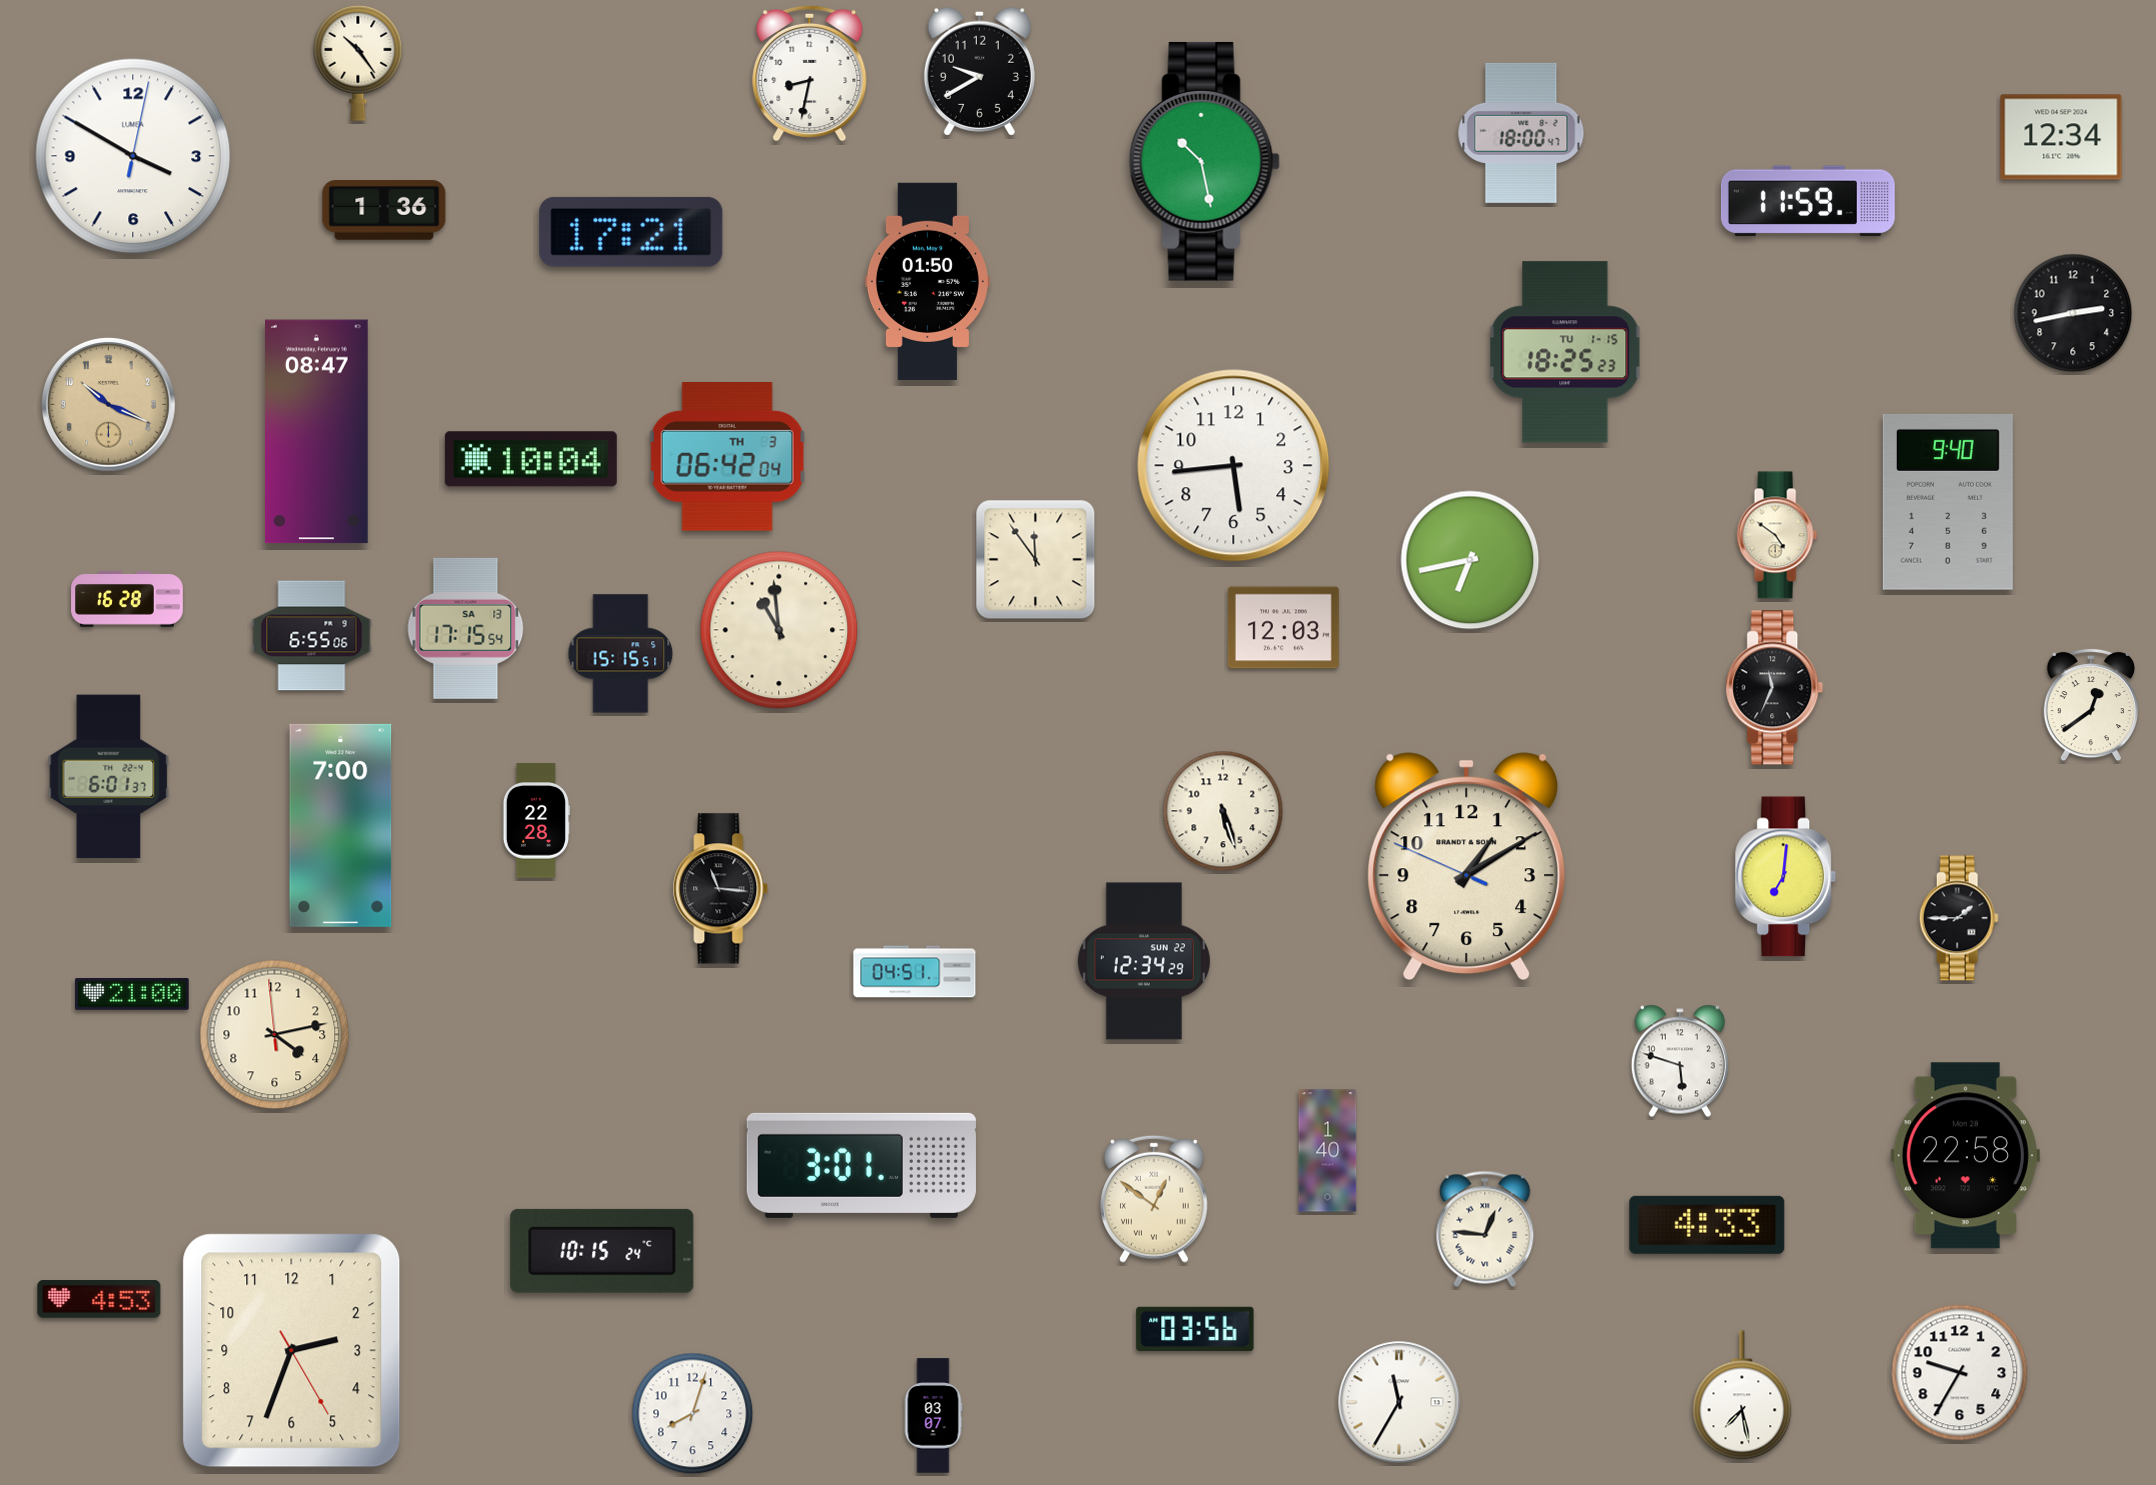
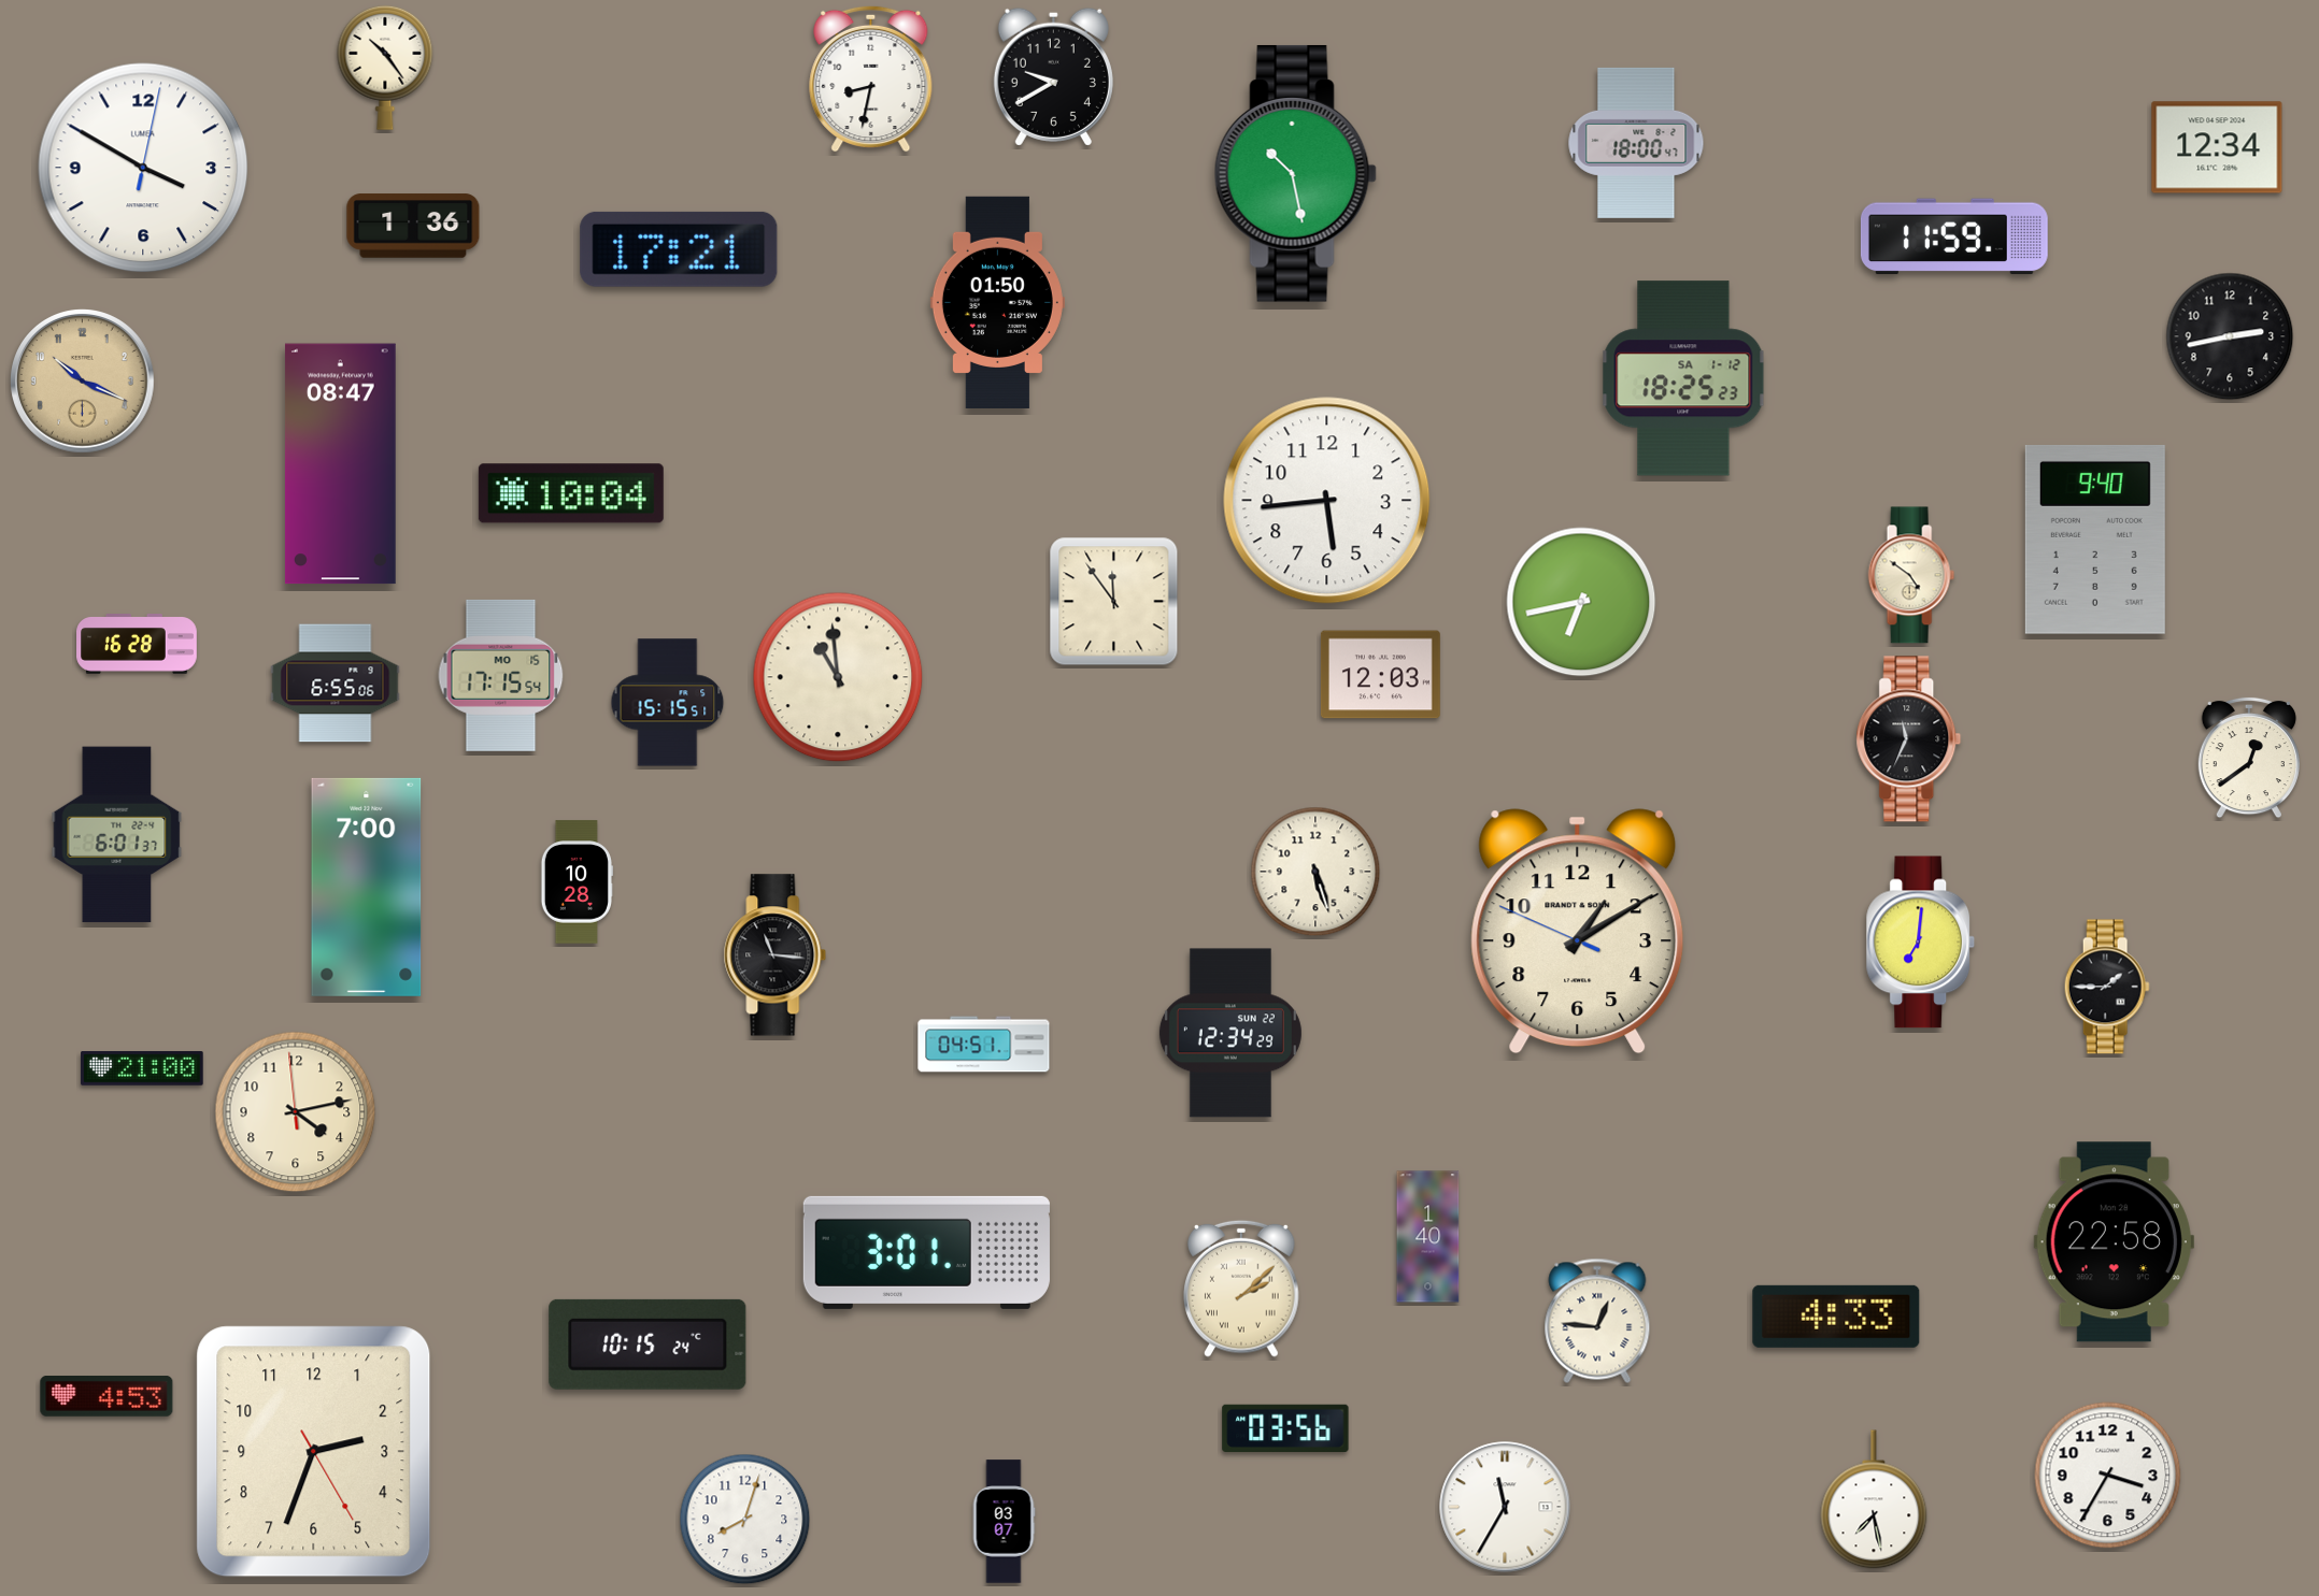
clock at (1808, 201) position: (1808, 201) -> (1954, 236)
clock at (1565, 352) date: TU 1-15 -> SA 1-12
clock at (109, 405) position: (109, 405) -> (83, 382)
clock at (727, 457): 06:42 -> none
clock at (466, 628) date: SA 13 -> MO 15
clock at (536, 821): 22:28 -> 10:28
clock at (1680, 1061): 5:48 -> none
clock at (1155, 1199): 12:51 -> 2:08
clock at (1960, 1373): 9:35 -> 3:35
